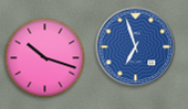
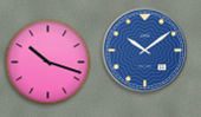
clock at (136, 47): 6:57 -> 10:09
